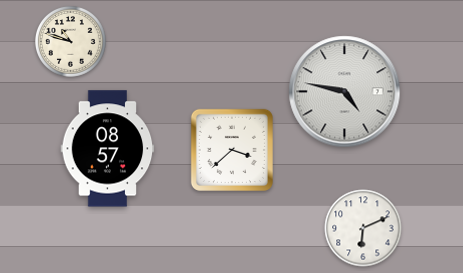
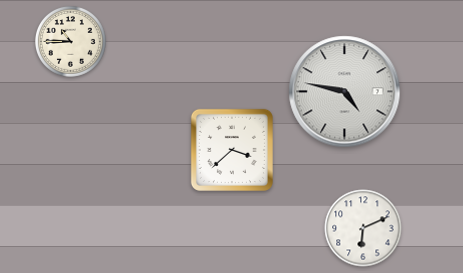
clock at (70, 41): 10:48 -> 10:45
clock at (108, 149): 08:57 -> none
